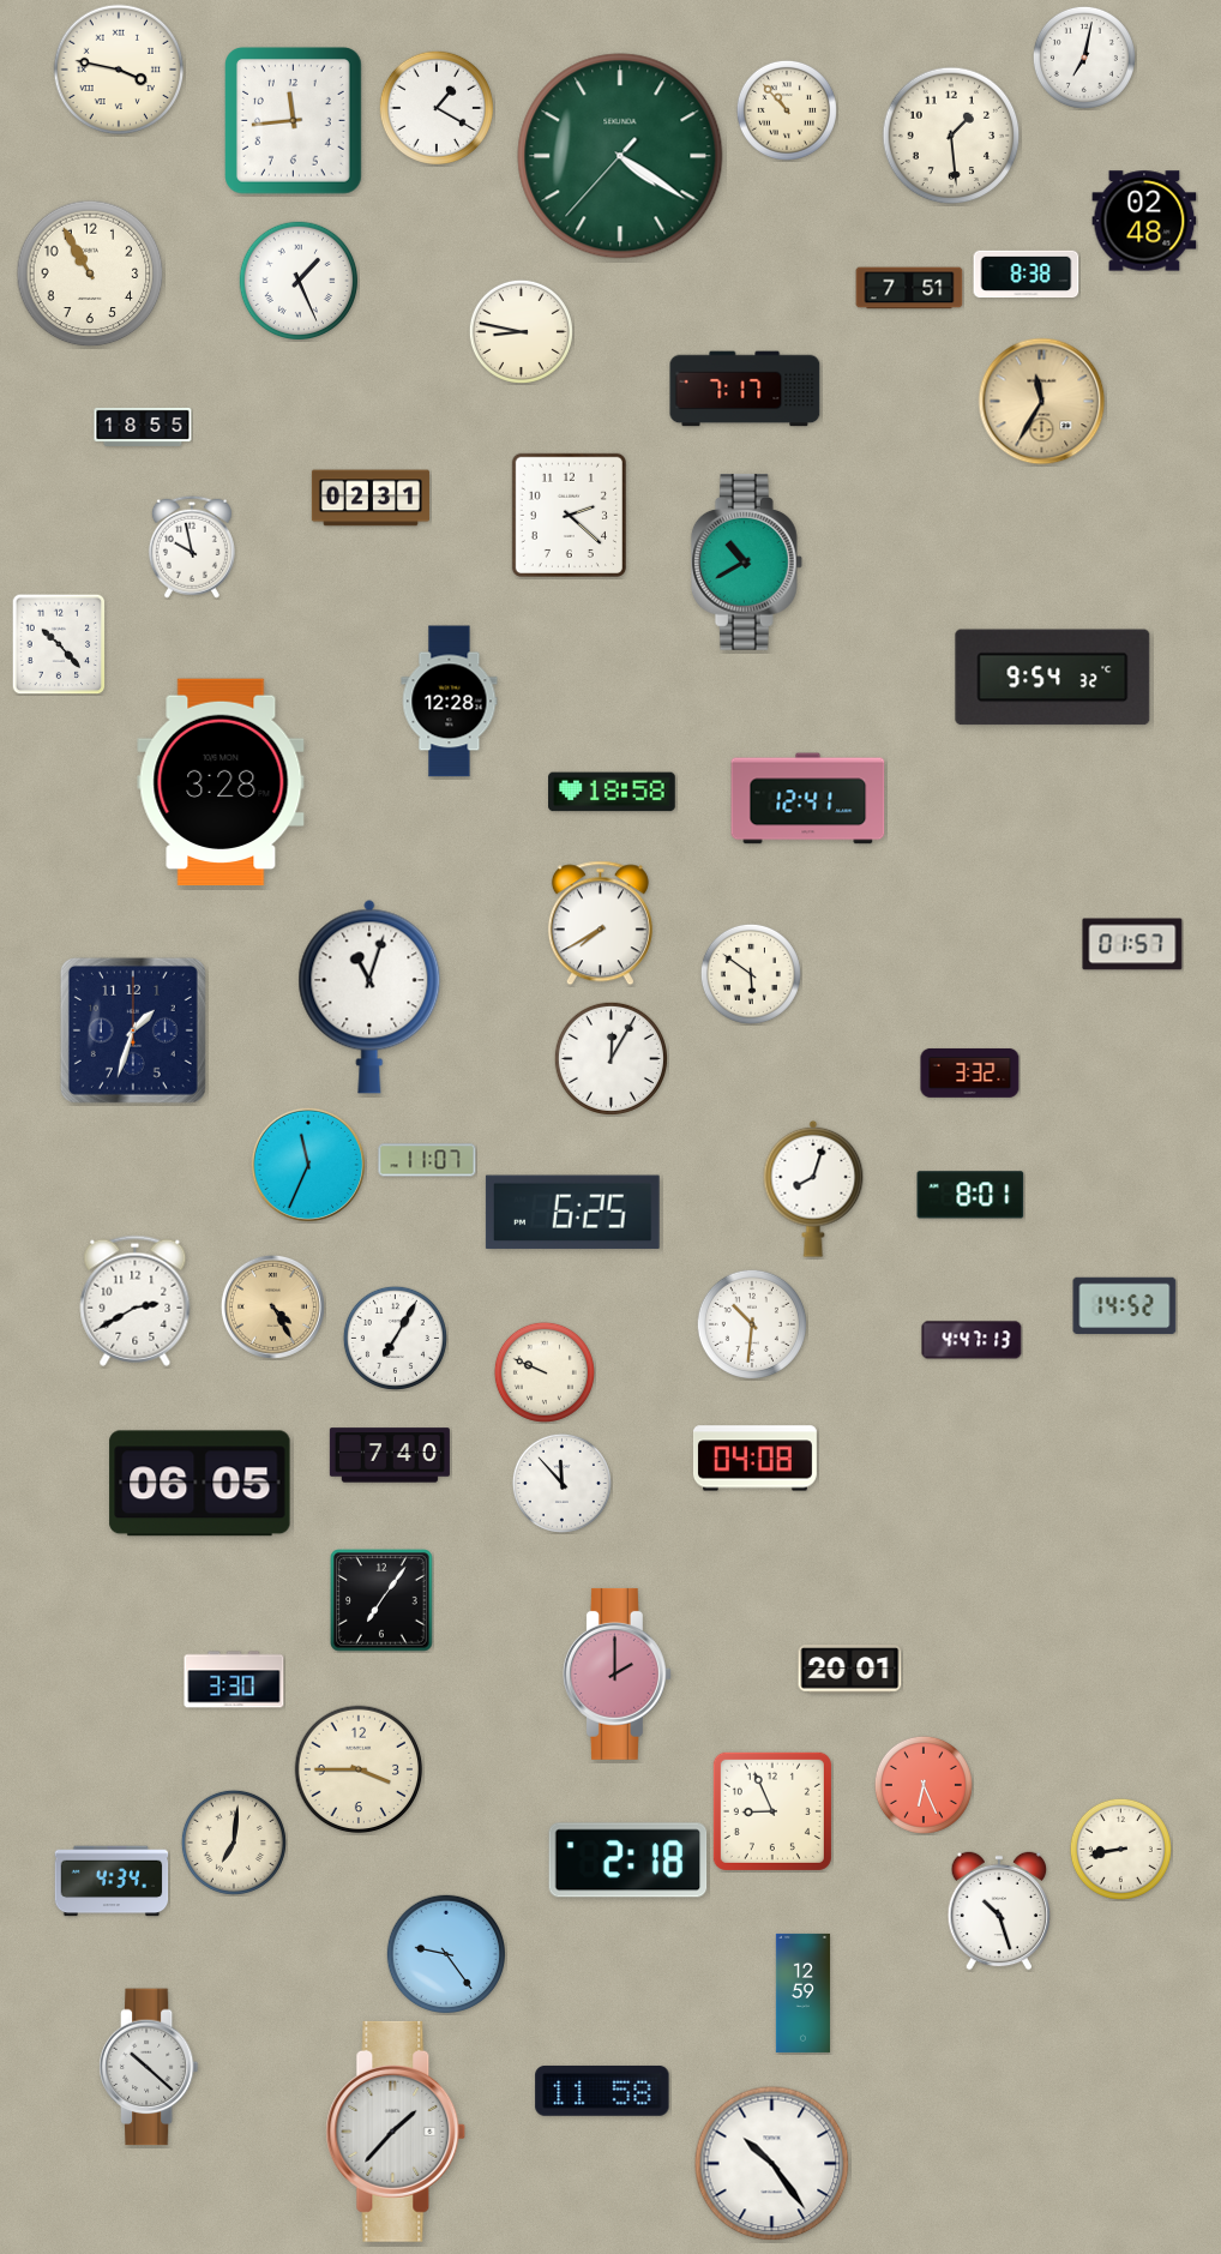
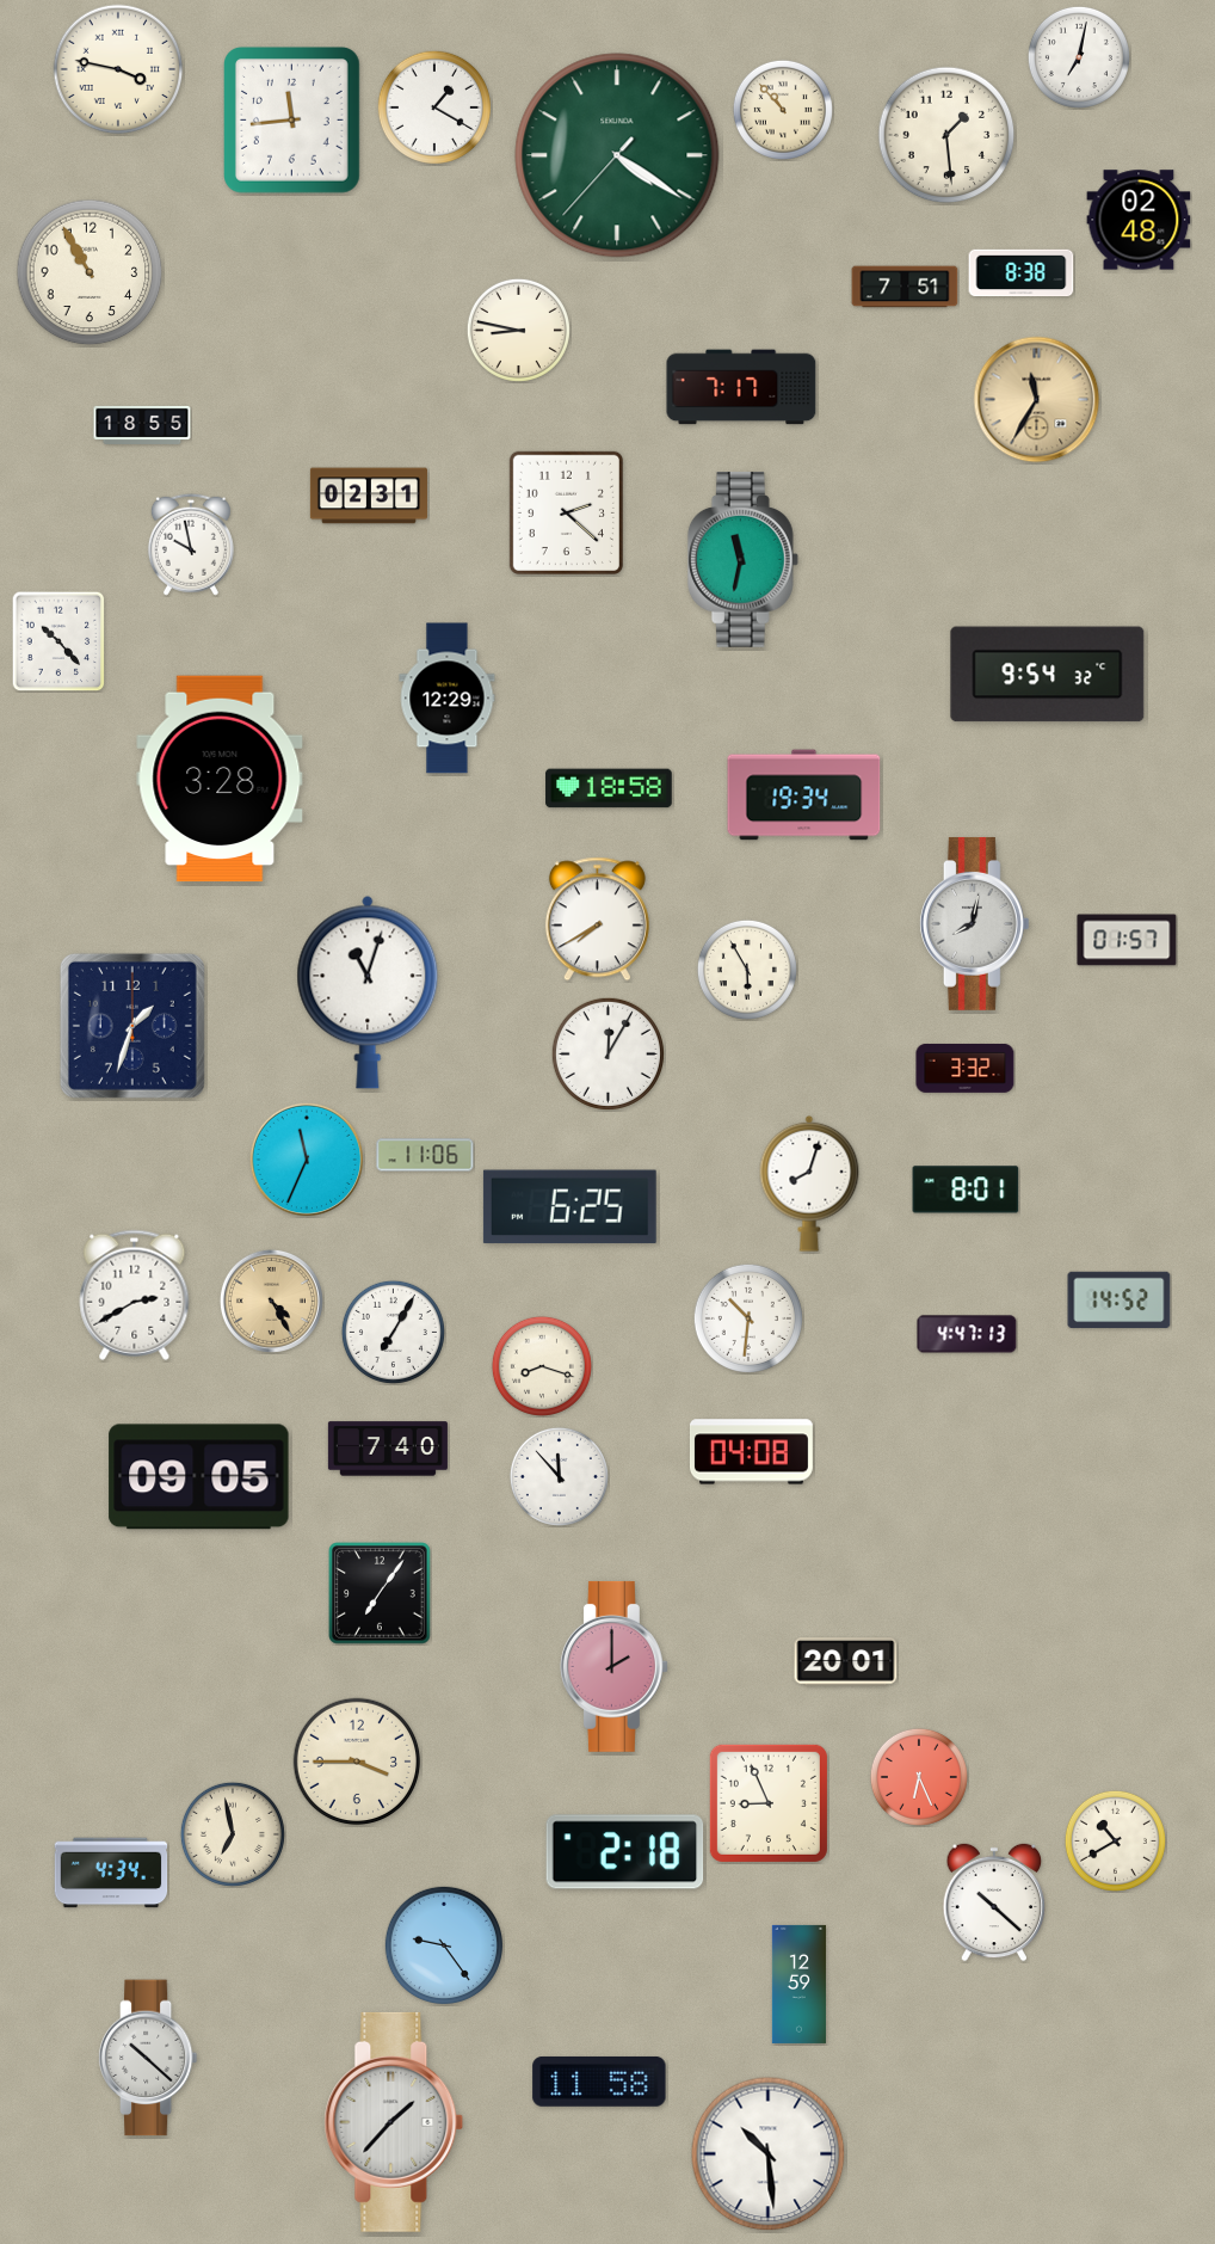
clock at (297, 280): 1:26 -> none
clock at (746, 563): 10:40 -> 11:32
clock at (450, 702): 12:28 -> 12:29
clock at (808, 799): 12:41 -> 19:34
clock at (974, 923): none -> 8:02
clock at (751, 974): 5:51 -> 5:55
clock at (427, 1160): 11:07 -> 11:06
clock at (545, 1372): 9:49 -> 8:18
clock at (200, 1484): 06:05 -> 09:05
clock at (234, 1679): 3:30 -> none
clock at (234, 1843): 7:01 -> 6:58
clock at (1120, 1849): 8:43 -> 10:40
clock at (999, 1911): 10:27 -> 10:22
clock at (772, 2164): 10:24 -> 10:29
